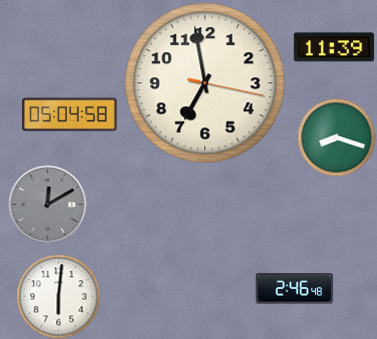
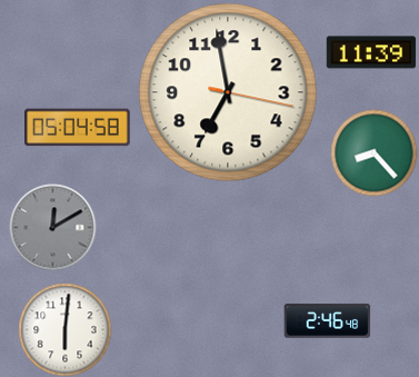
clock at (336, 137): 8:18 -> 8:23
